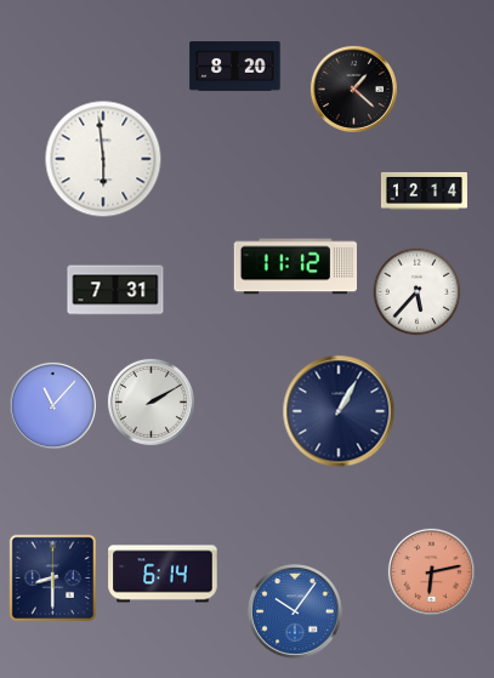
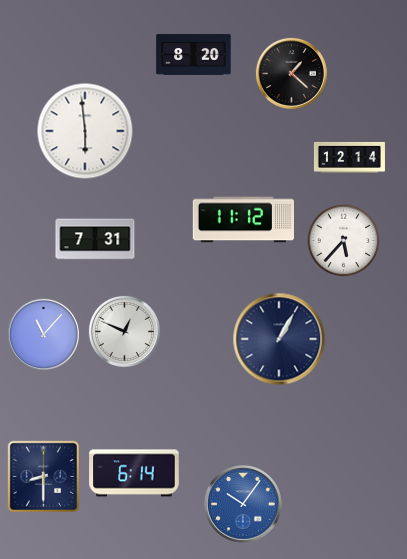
clock at (151, 401): 2:10 -> 12:49
clock at (431, 571): 6:13 -> none
